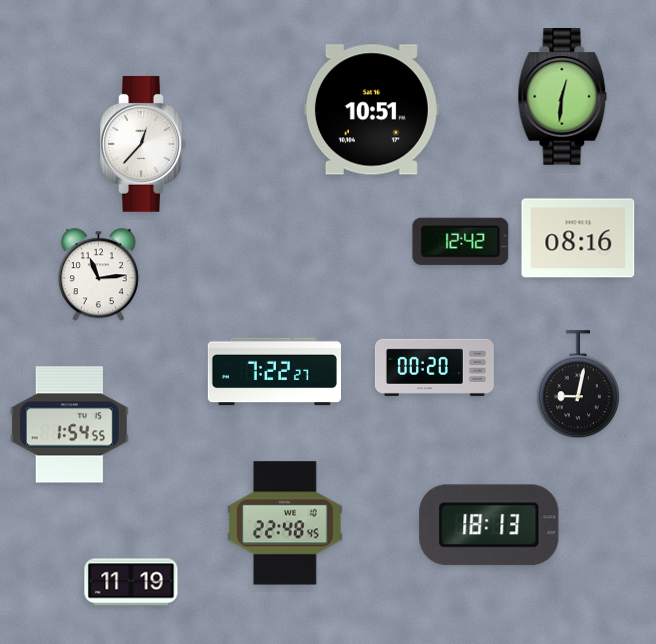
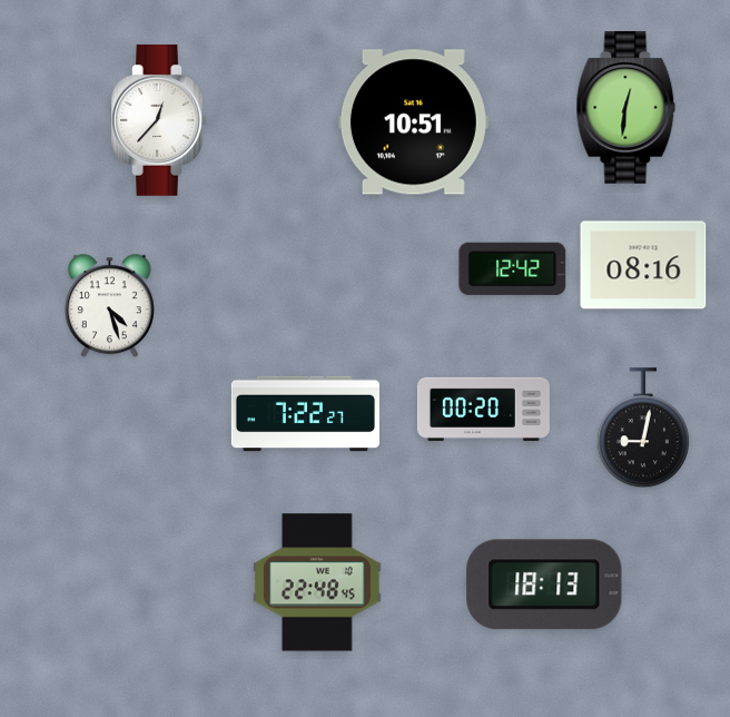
clock at (143, 144) position: (143, 144) -> (159, 120)
clock at (98, 275): 11:14 -> 4:27
clock at (69, 425): 1:54 -> none
clock at (131, 582): 11:19 -> none
